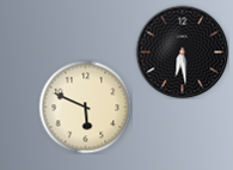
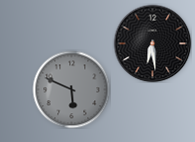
clock at (85, 107) dial: cream -> grey
